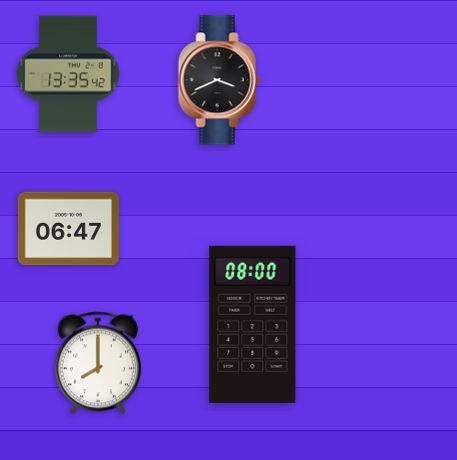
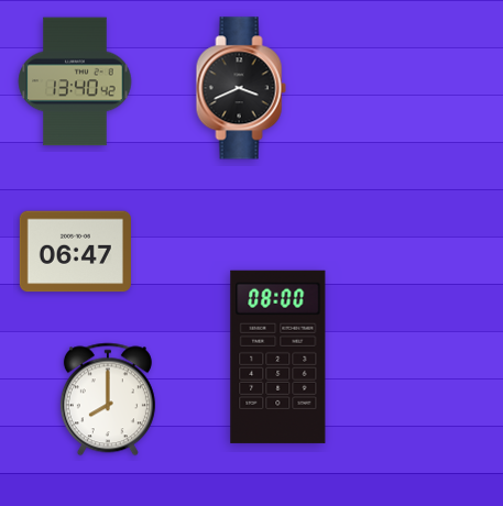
clock at (68, 74): 13:35 -> 13:40
